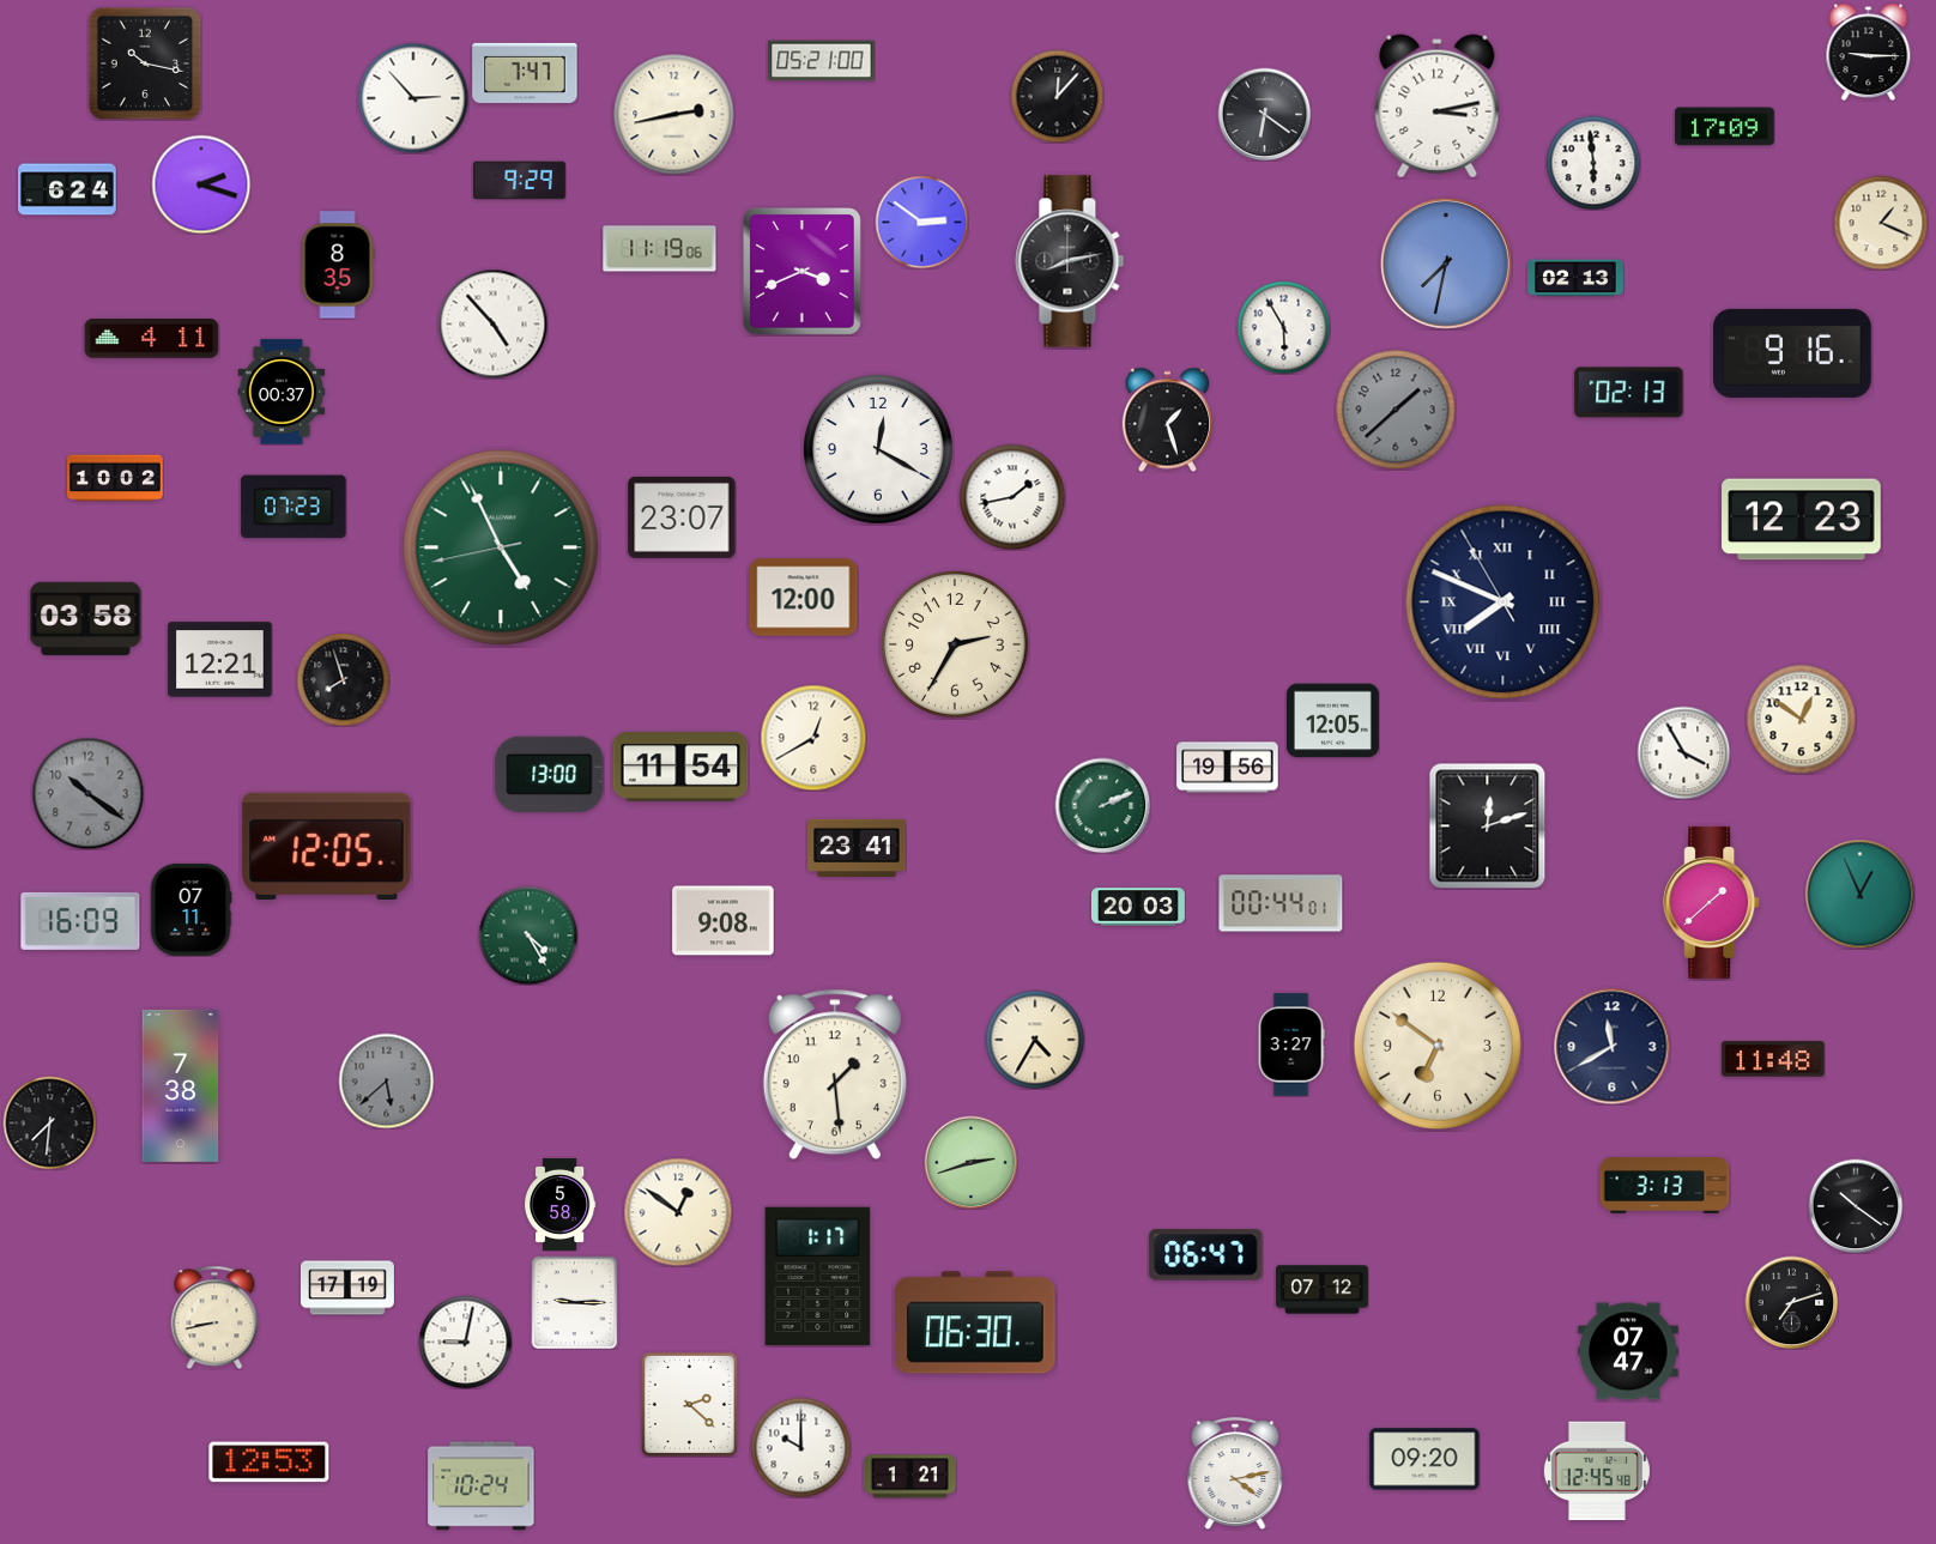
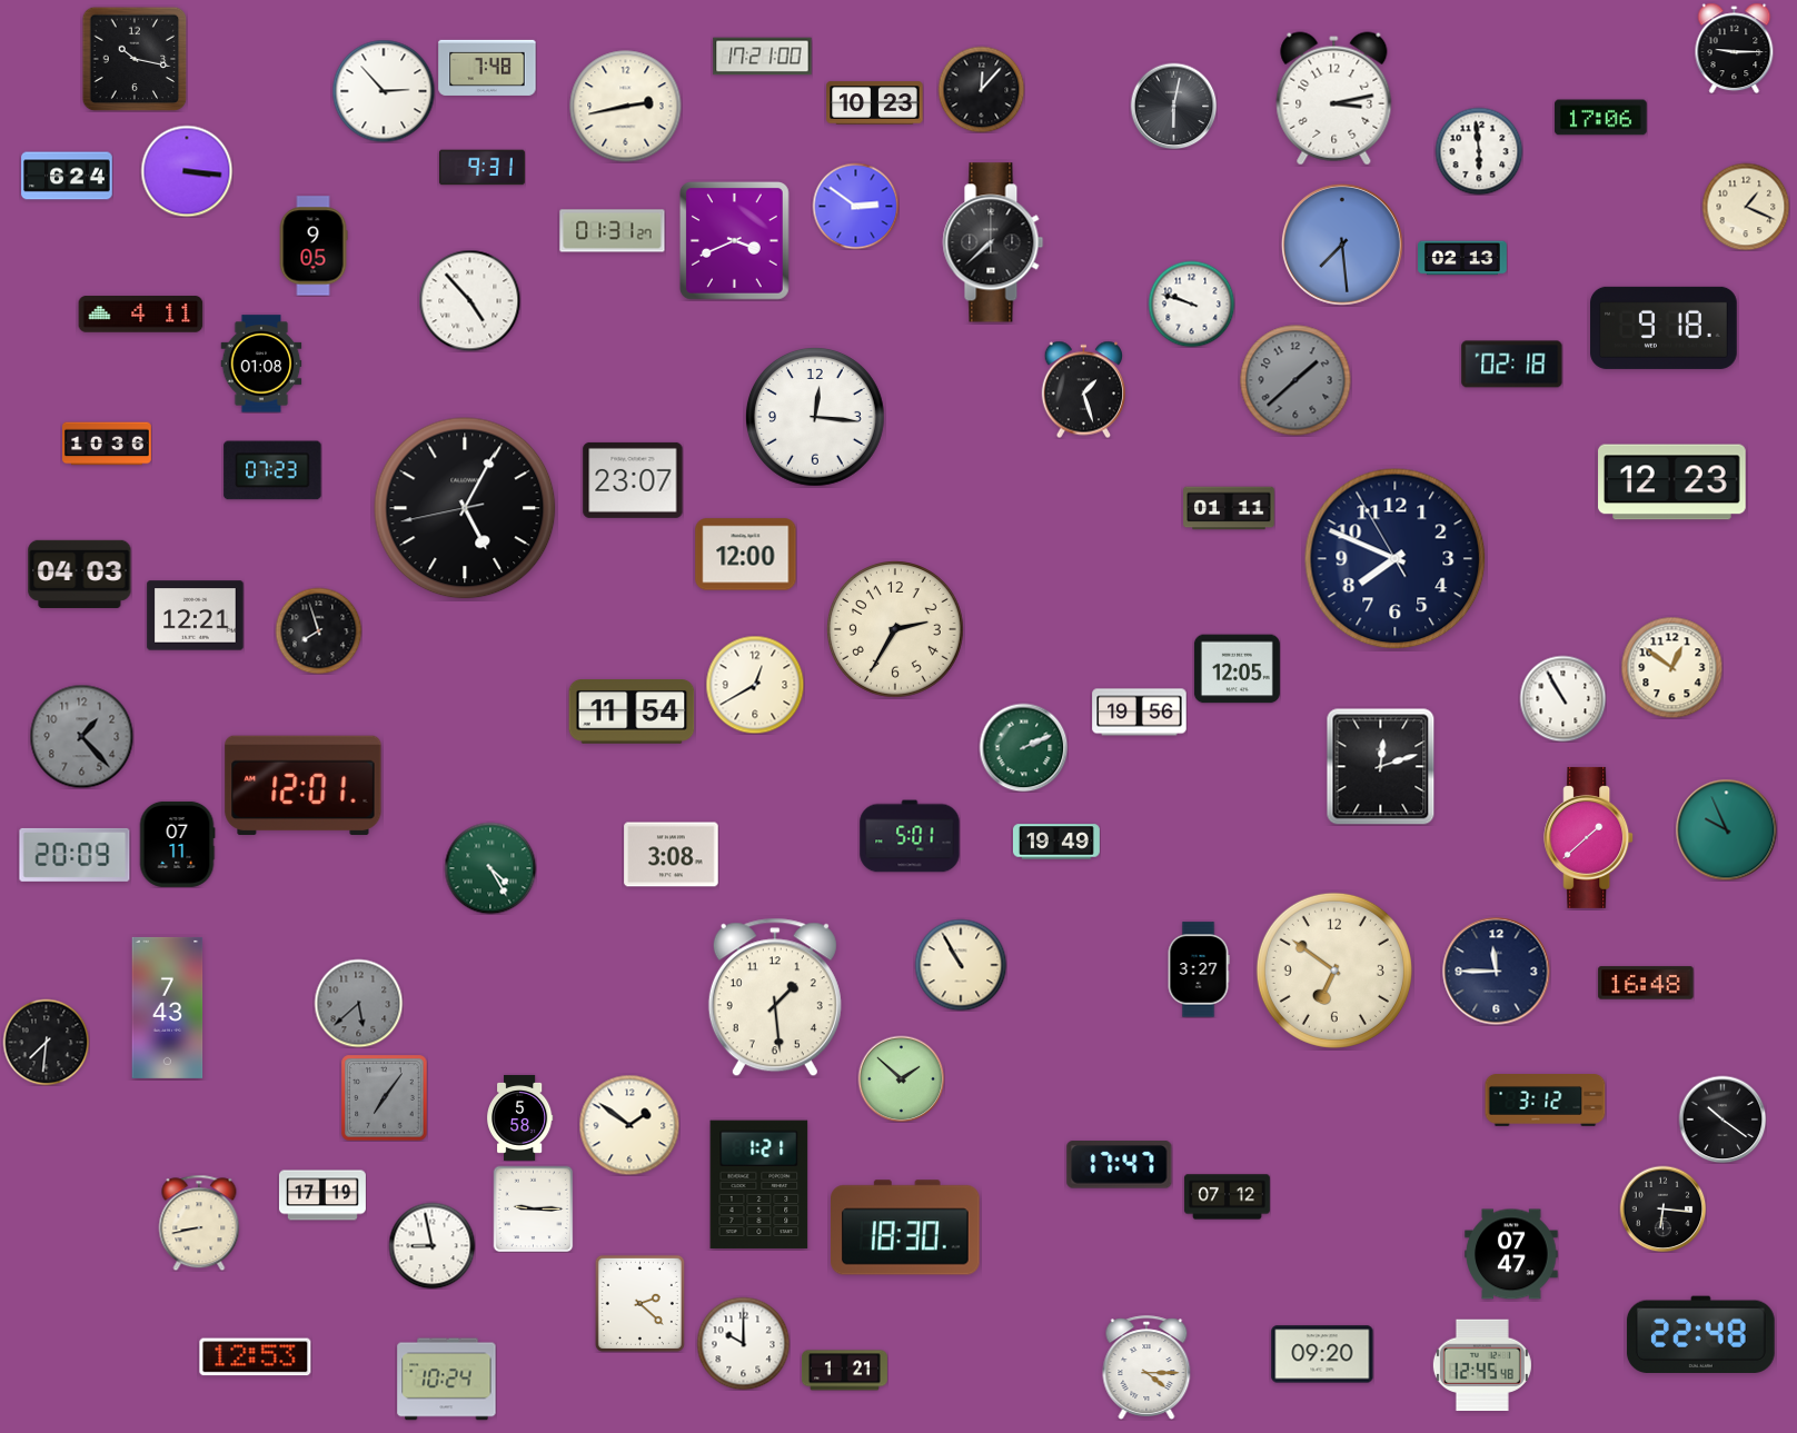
clock at (822, 61): 05:21 -> 17:21
clock at (525, 73): 7:47 -> 7:48
clock at (875, 103): none -> 10:23
clock at (1264, 114): 6:21 -> 6:02
clock at (1725, 127): 17:09 -> 17:06
clock at (519, 181): 9:29 -> 9:31
clock at (201, 184): 2:18 -> 3:16
clock at (67, 189) position: (67, 189) -> (67, 176)
clock at (660, 249): 11:19 -> 01:31
clock at (1070, 261): 8:13 -> 7:38
clock at (1446, 264): 7:32 -> 7:29
clock at (338, 265): 8:35 -> 9:05
clock at (801, 271) position: (801, 271) -> (734, 240)
clock at (492, 323) position: (492, 323) -> (469, 300)
clock at (1283, 327): 5:55 -> 9:48
clock at (1793, 353): 9:16 -> 9:18
clock at (282, 392): 00:37 -> 01:08
clock at (1629, 393): 02:13 -> 02:18
clock at (878, 449): 12:20 -> 12:16
clock at (116, 478): 10:02 -> 10:36
clock at (1012, 497): 1:43 -> none
clock at (501, 547): 4:55 -> 5:04
clock at (501, 547) dial: green -> black
clock at (1229, 508): none -> 01:11
clock at (1504, 603) numerals: Roman -> Arabic
clock at (86, 618): 03:58 -> 04:03
clock at (956, 646) position: (956, 646) -> (896, 630)
clock at (220, 660) position: (220, 660) -> (196, 616)
clock at (1683, 752): 3:55 -> 10:55
clock at (550, 774): 13:00 -> none
clock at (87, 793): 10:21 -> 1:23
clock at (327, 847): 12:05 -> 12:01
clock at (857, 847): 23:41 -> none
clock at (1859, 894): 12:56 -> 9:56
clock at (910, 836): none -> 5:01
clock at (1281, 903): 00:44 -> none
clock at (1138, 907): 20:03 -> 19:49
clock at (80, 921): 16:09 -> 20:09
clock at (724, 921): 9:08 -> 3:08
clock at (1035, 1040): 4:35 -> 10:55
clock at (1613, 1047): 11:40 -> 11:45
clock at (1773, 1059): 11:48 -> 16:48
clock at (181, 1085): 7:38 -> 7:43
clock at (970, 1162): 2:42 -> 1:52
clock at (384, 1097): none -> 7:06
clock at (1665, 1186): 3:13 -> 3:12
clock at (678, 1212): 12:51 -> 1:51
clock at (1206, 1255): 06:47 -> 17:47
clock at (818, 1277): 1:17 -> 1:21
clock at (1791, 1302): 7:12 -> 6:16
clock at (976, 1322): 06:30 -> 18:30
clock at (465, 1342): 9:02 -> 8:58
clock at (1700, 1334): none -> 22:48
clock at (270, 1463) position: (270, 1463) -> (256, 1357)
clock at (1235, 1473): 4:13 -> 4:15
